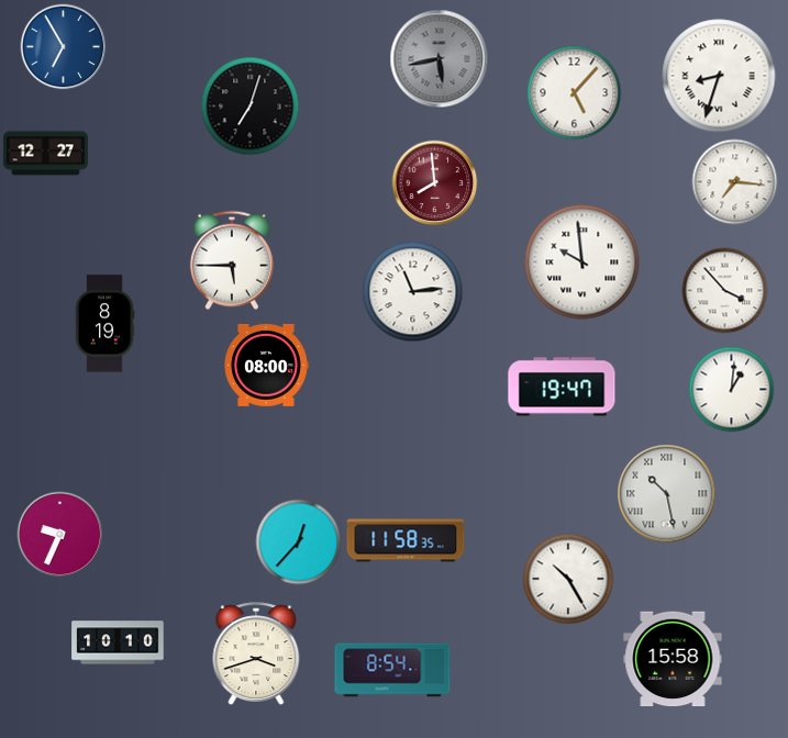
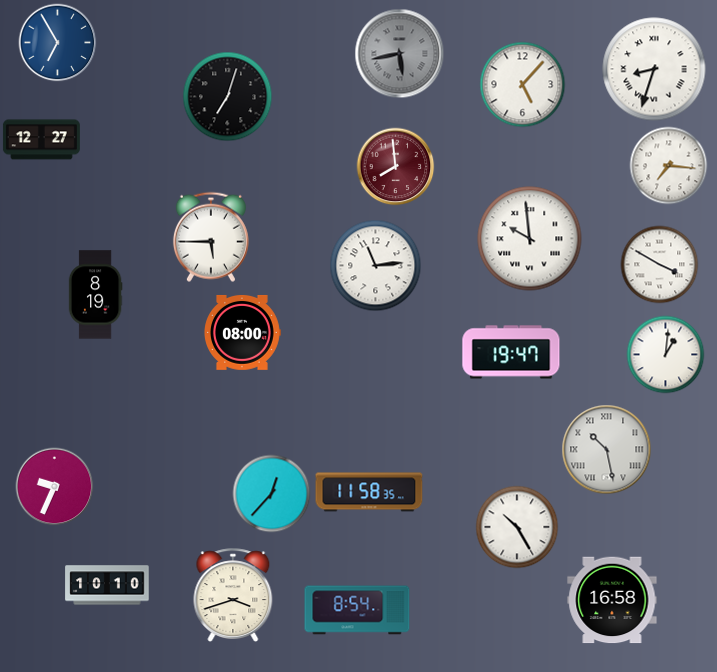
clock at (724, 290): 3:53 -> 3:50
clock at (673, 659): 15:58 -> 16:58
